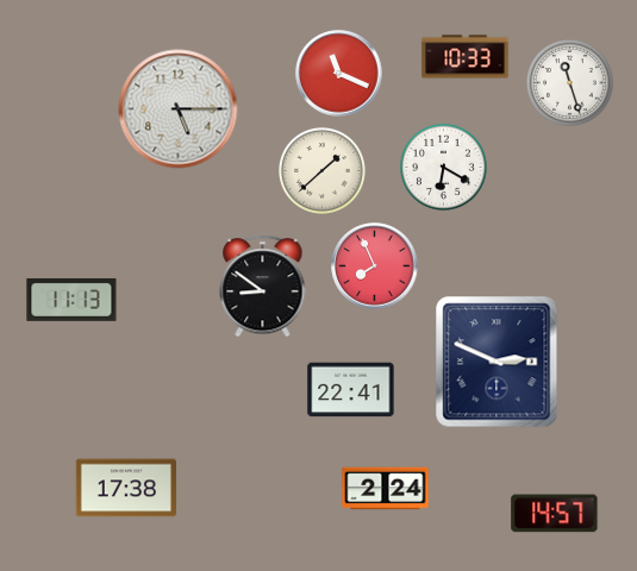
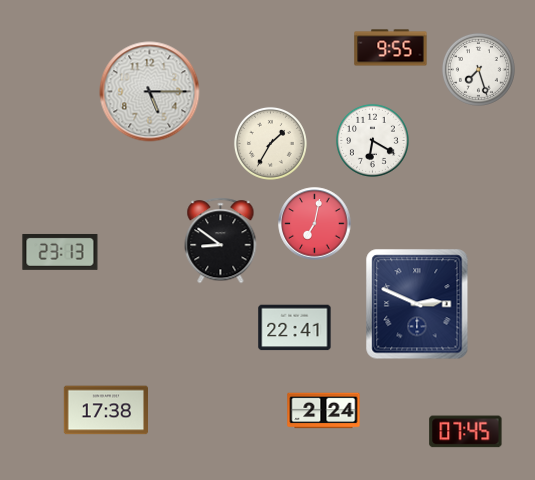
clock at (466, 57): 10:33 -> 9:55
clock at (339, 74): 11:19 -> none
clock at (569, 82): 11:27 -> 7:27
clock at (321, 170): 1:38 -> 1:35
clock at (375, 266): 7:56 -> 7:02
clock at (71, 300): 11:13 -> 23:13
clock at (555, 514): 14:57 -> 07:45
